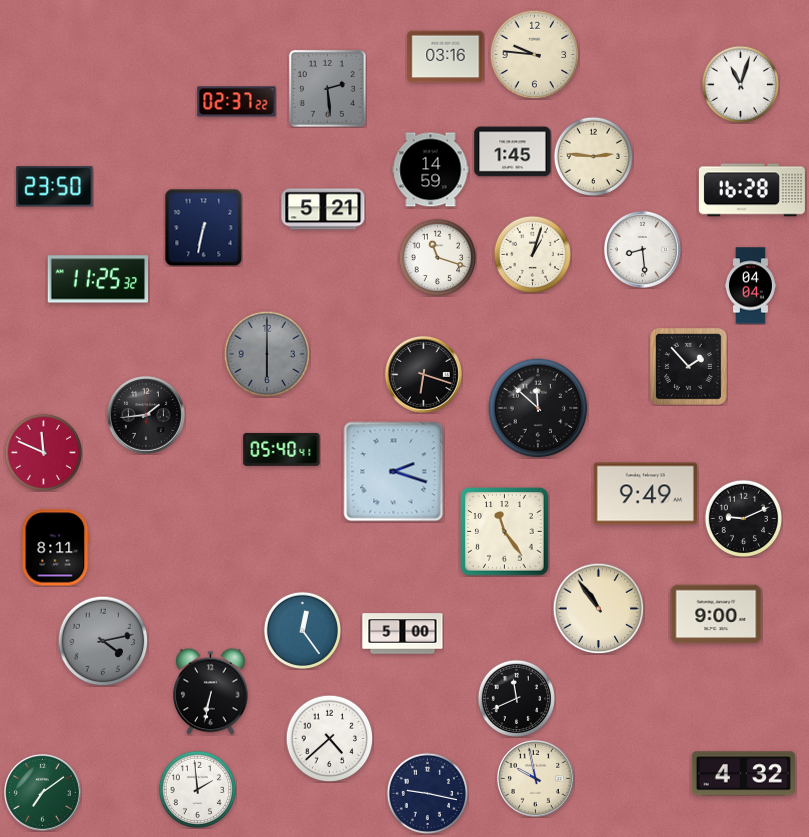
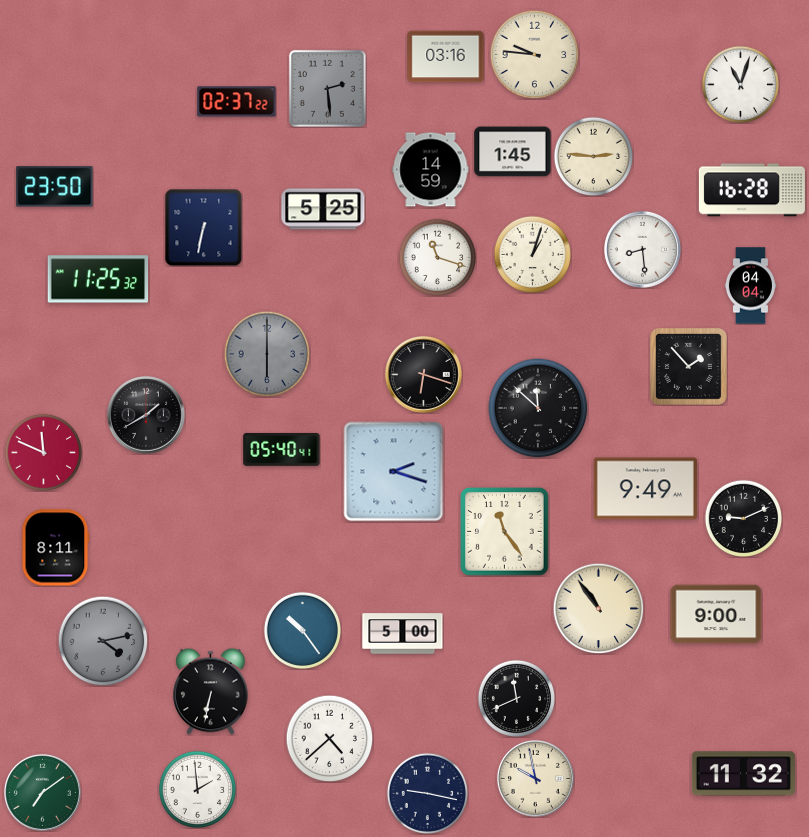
clock at (323, 209): 5:21 -> 5:25
clock at (146, 415): 1:44 -> 1:40
clock at (645, 494) position: (645, 494) -> (645, 489)
clock at (302, 630): 12:24 -> 10:24
clock at (743, 774): 4:32 -> 11:32
